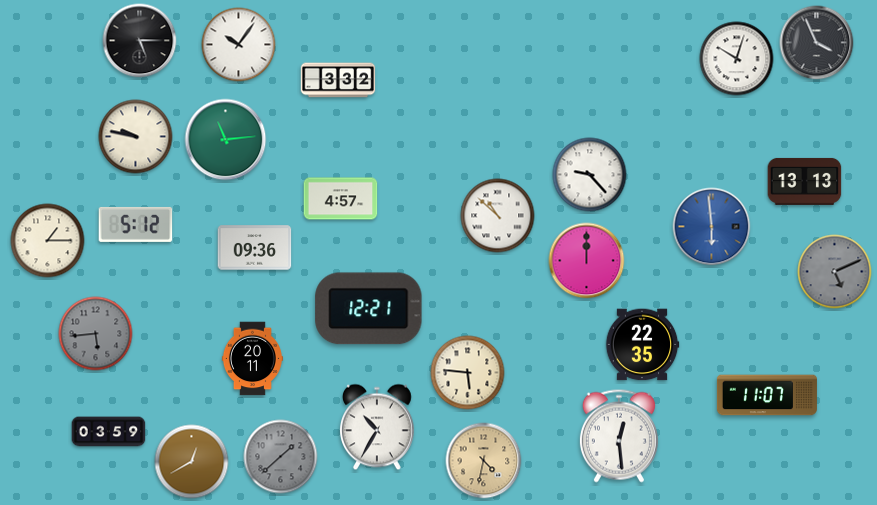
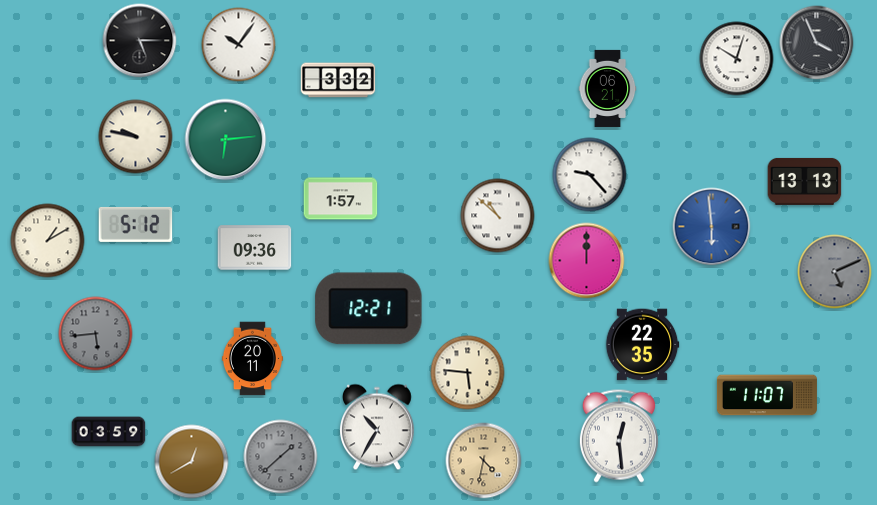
clock at (608, 88): none -> 06:21
clock at (226, 140): 11:14 -> 6:14
clock at (341, 199): 4:57 -> 1:57
clock at (48, 241): 1:15 -> 1:10
